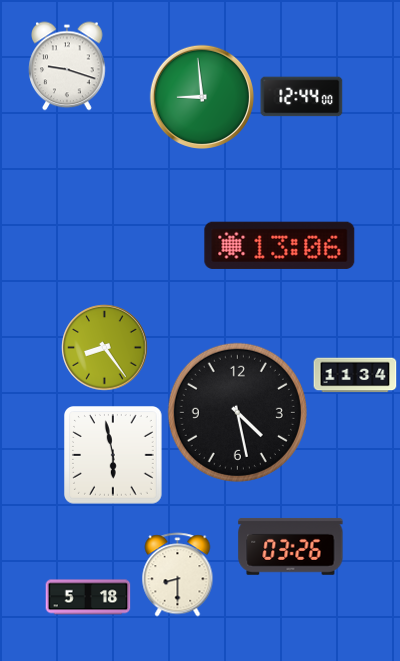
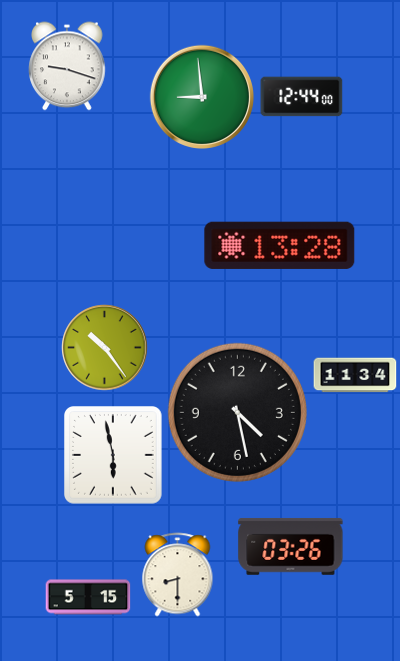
clock at (280, 245): 13:06 -> 13:28
clock at (105, 348): 8:24 -> 10:24
clock at (88, 597): 5:18 -> 5:15
